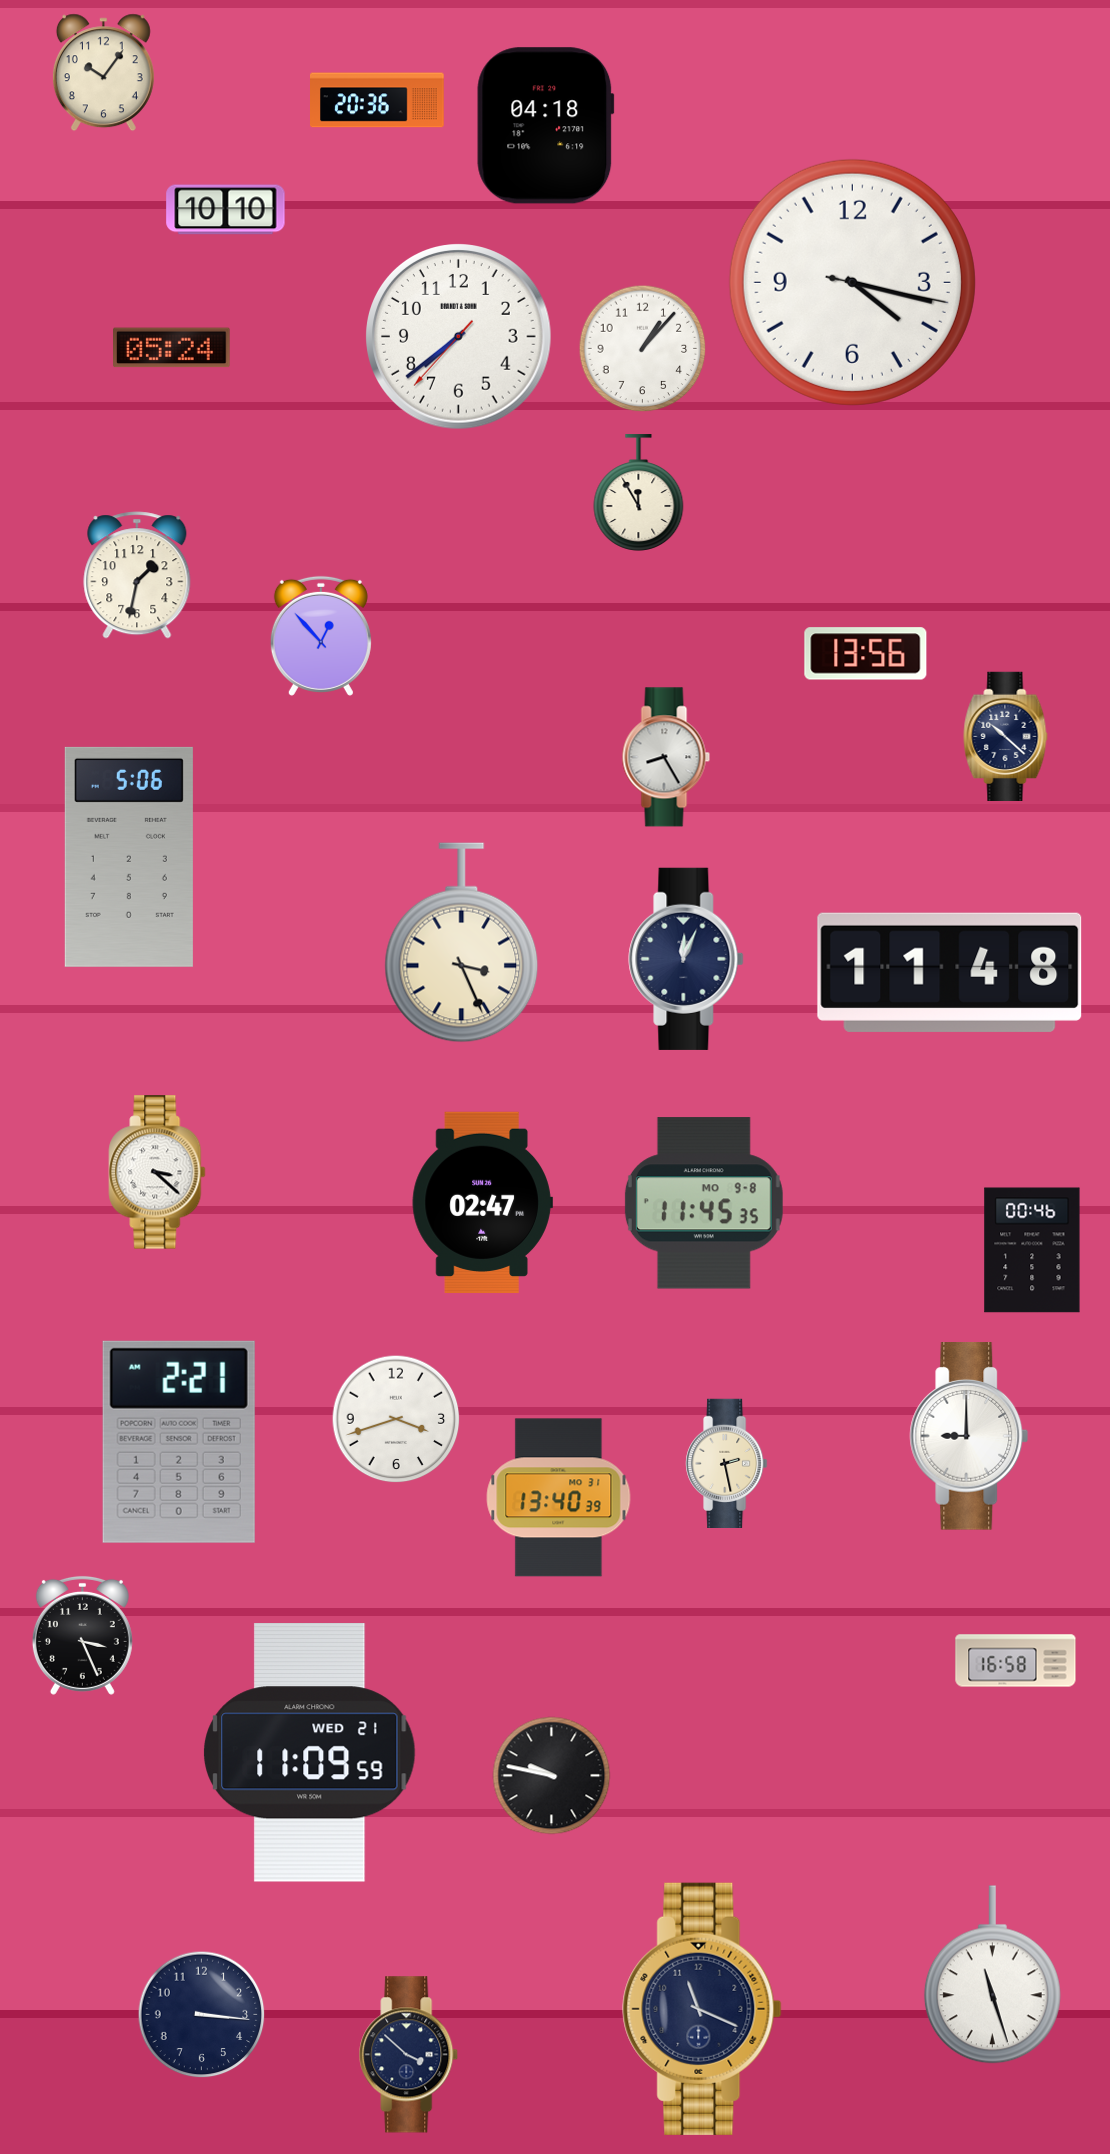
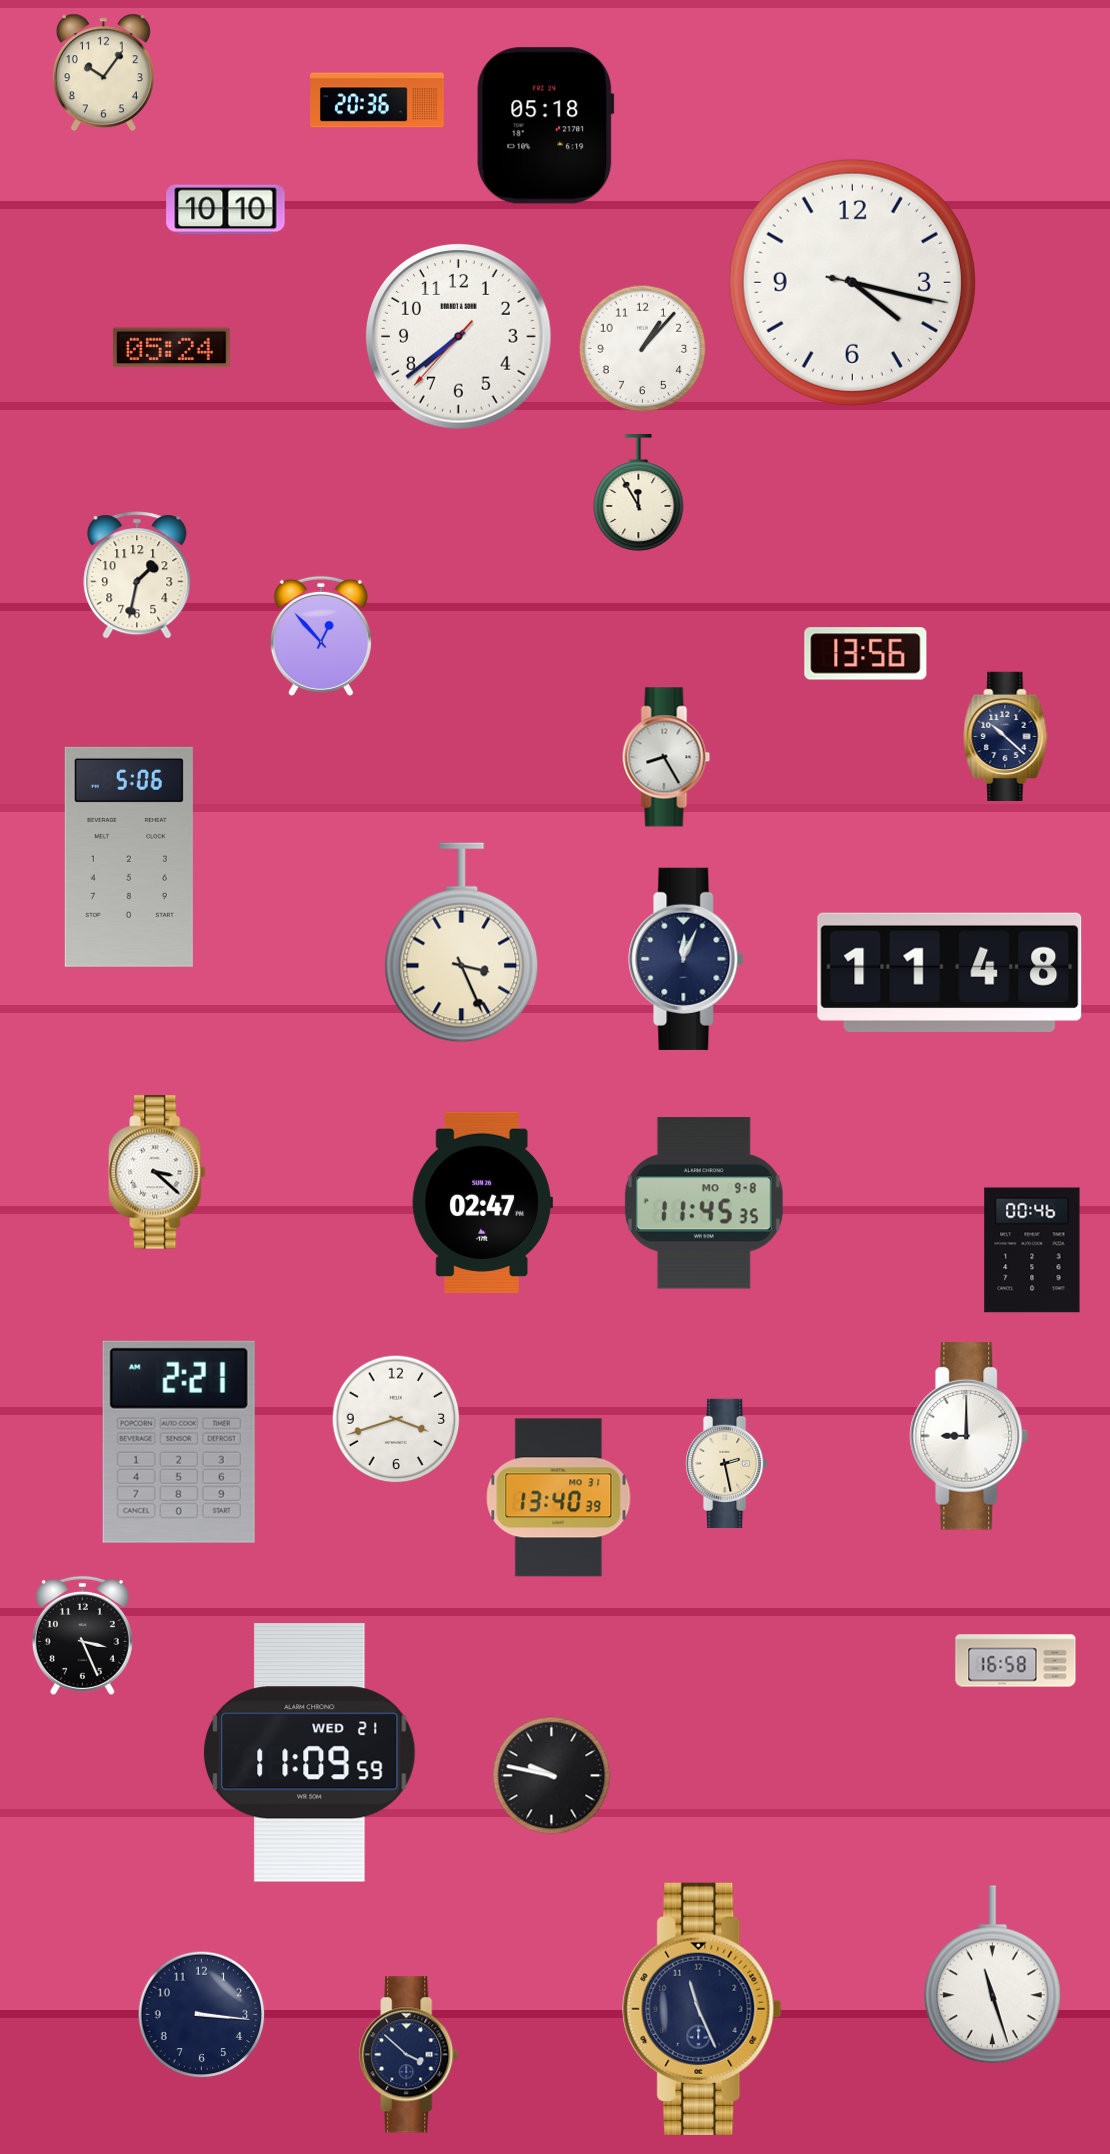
clock at (546, 126): 04:18 -> 05:18
clock at (702, 2009): 11:19 -> 11:26
